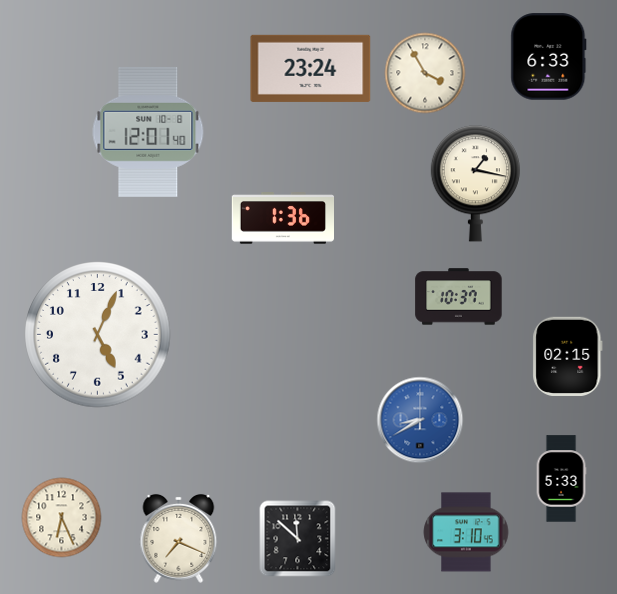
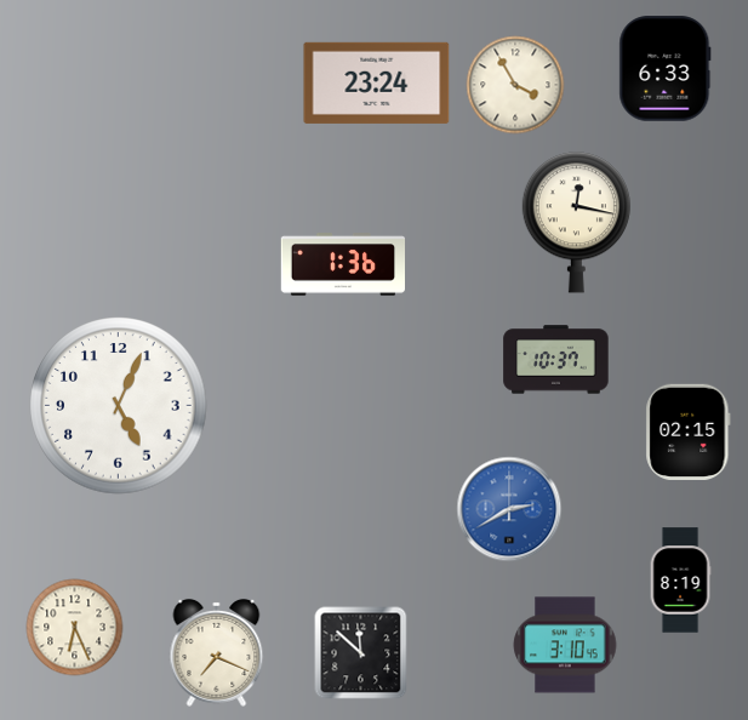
clock at (425, 73) position: (425, 73) -> (515, 85)
clock at (148, 132): 12:01 -> none
clock at (475, 184): 1:17 -> 12:17
clock at (420, 420): 8:40 -> 2:40
clock at (561, 479): 5:33 -> 8:19
